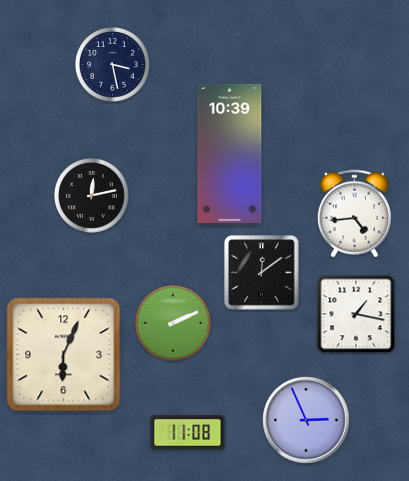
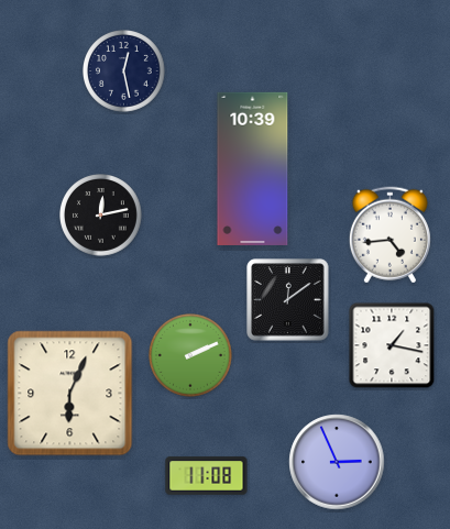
clock at (113, 65): 3:28 -> 12:28
clock at (64, 355) position: (64, 355) -> (70, 394)
